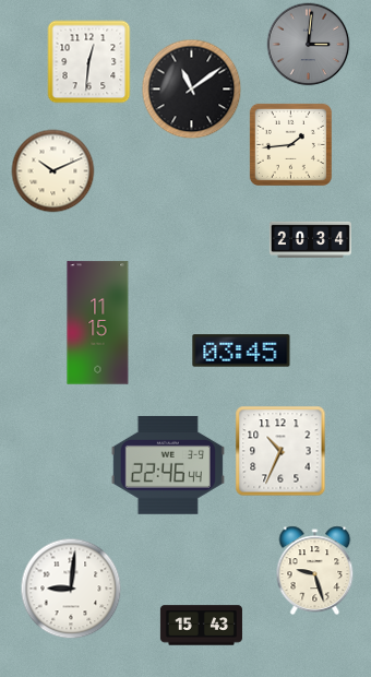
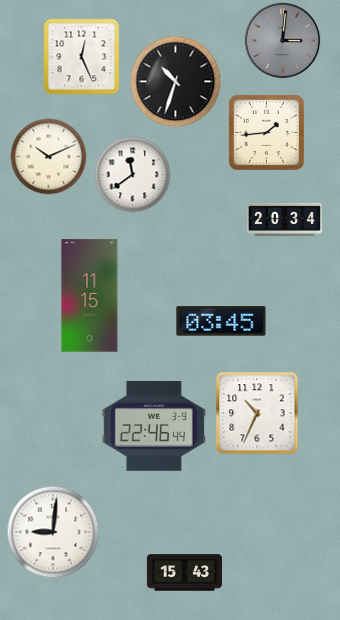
clock at (89, 62): 12:31 -> 12:26
clock at (192, 90): 11:09 -> 10:33
clock at (133, 175): none -> 11:39
clock at (315, 571): 9:27 -> none
clock at (71, 589) position: (71, 589) -> (53, 532)
